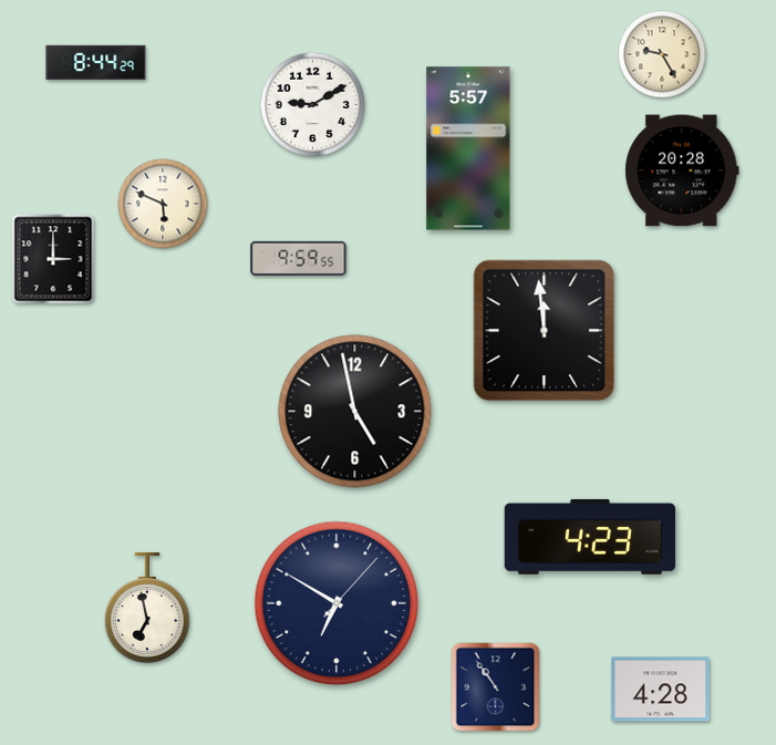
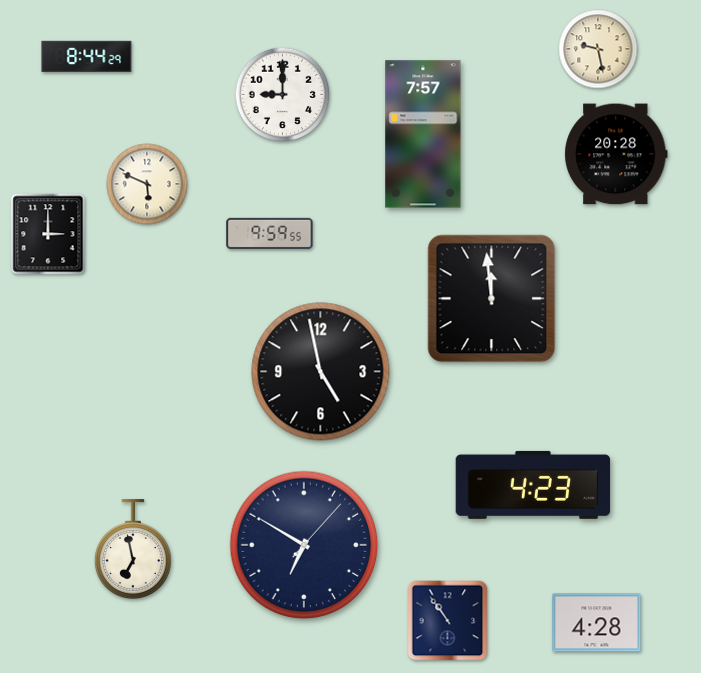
clock at (662, 54): 9:25 -> 9:28
clock at (313, 105): 9:10 -> 9:00
clock at (468, 148): 5:57 -> 7:57
